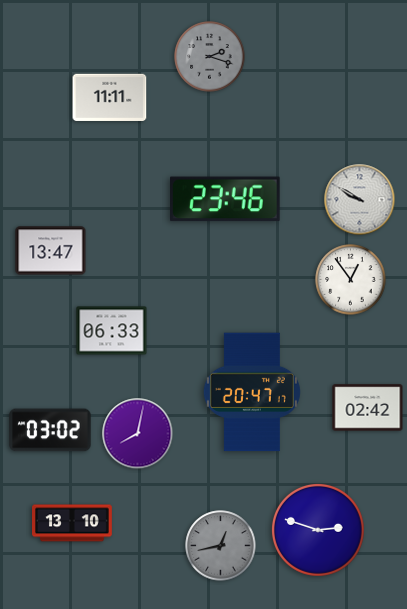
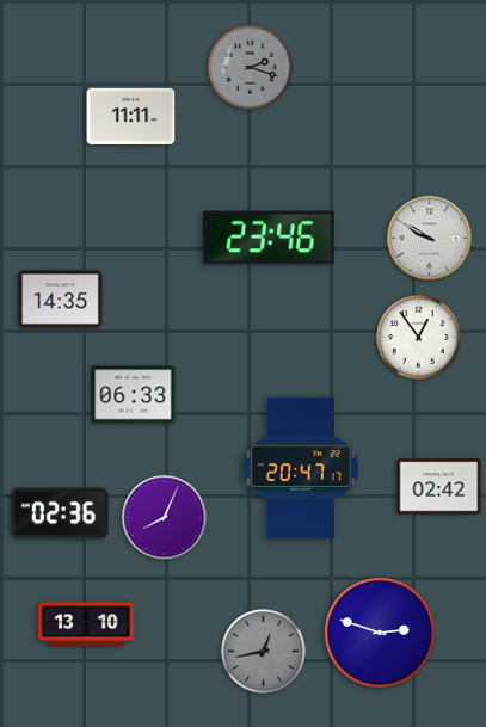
clock at (51, 251): 13:47 -> 14:35
clock at (351, 280) position: (351, 280) -> (419, 338)
clock at (50, 430): 03:02 -> 02:36
clock at (138, 434): 8:02 -> 8:04
